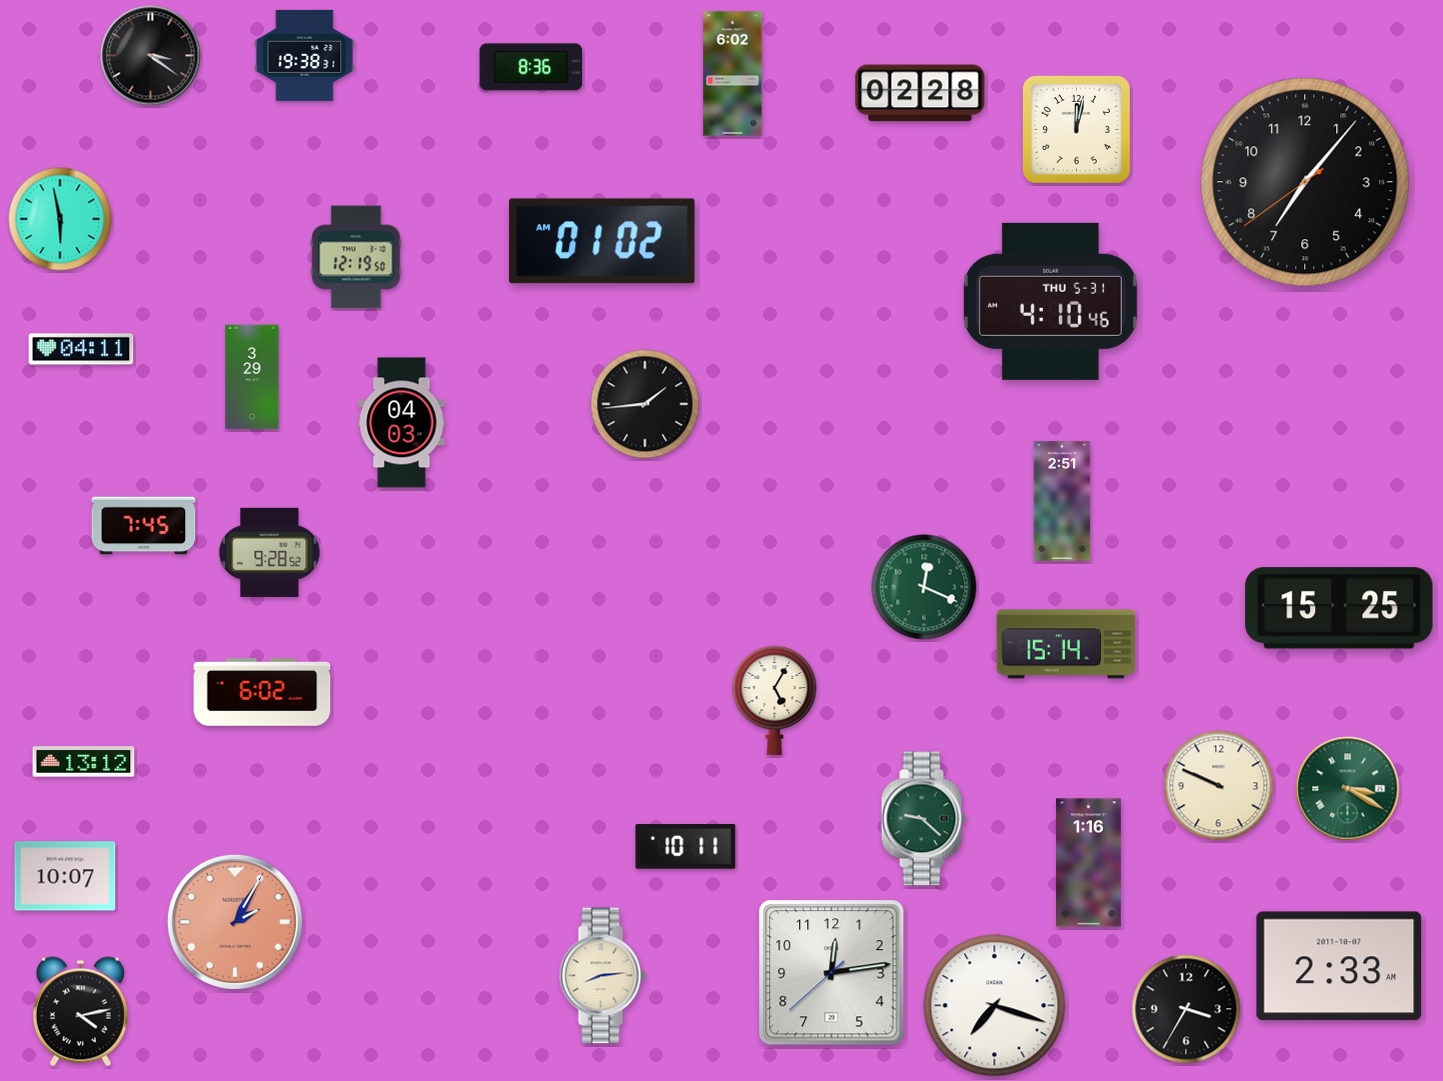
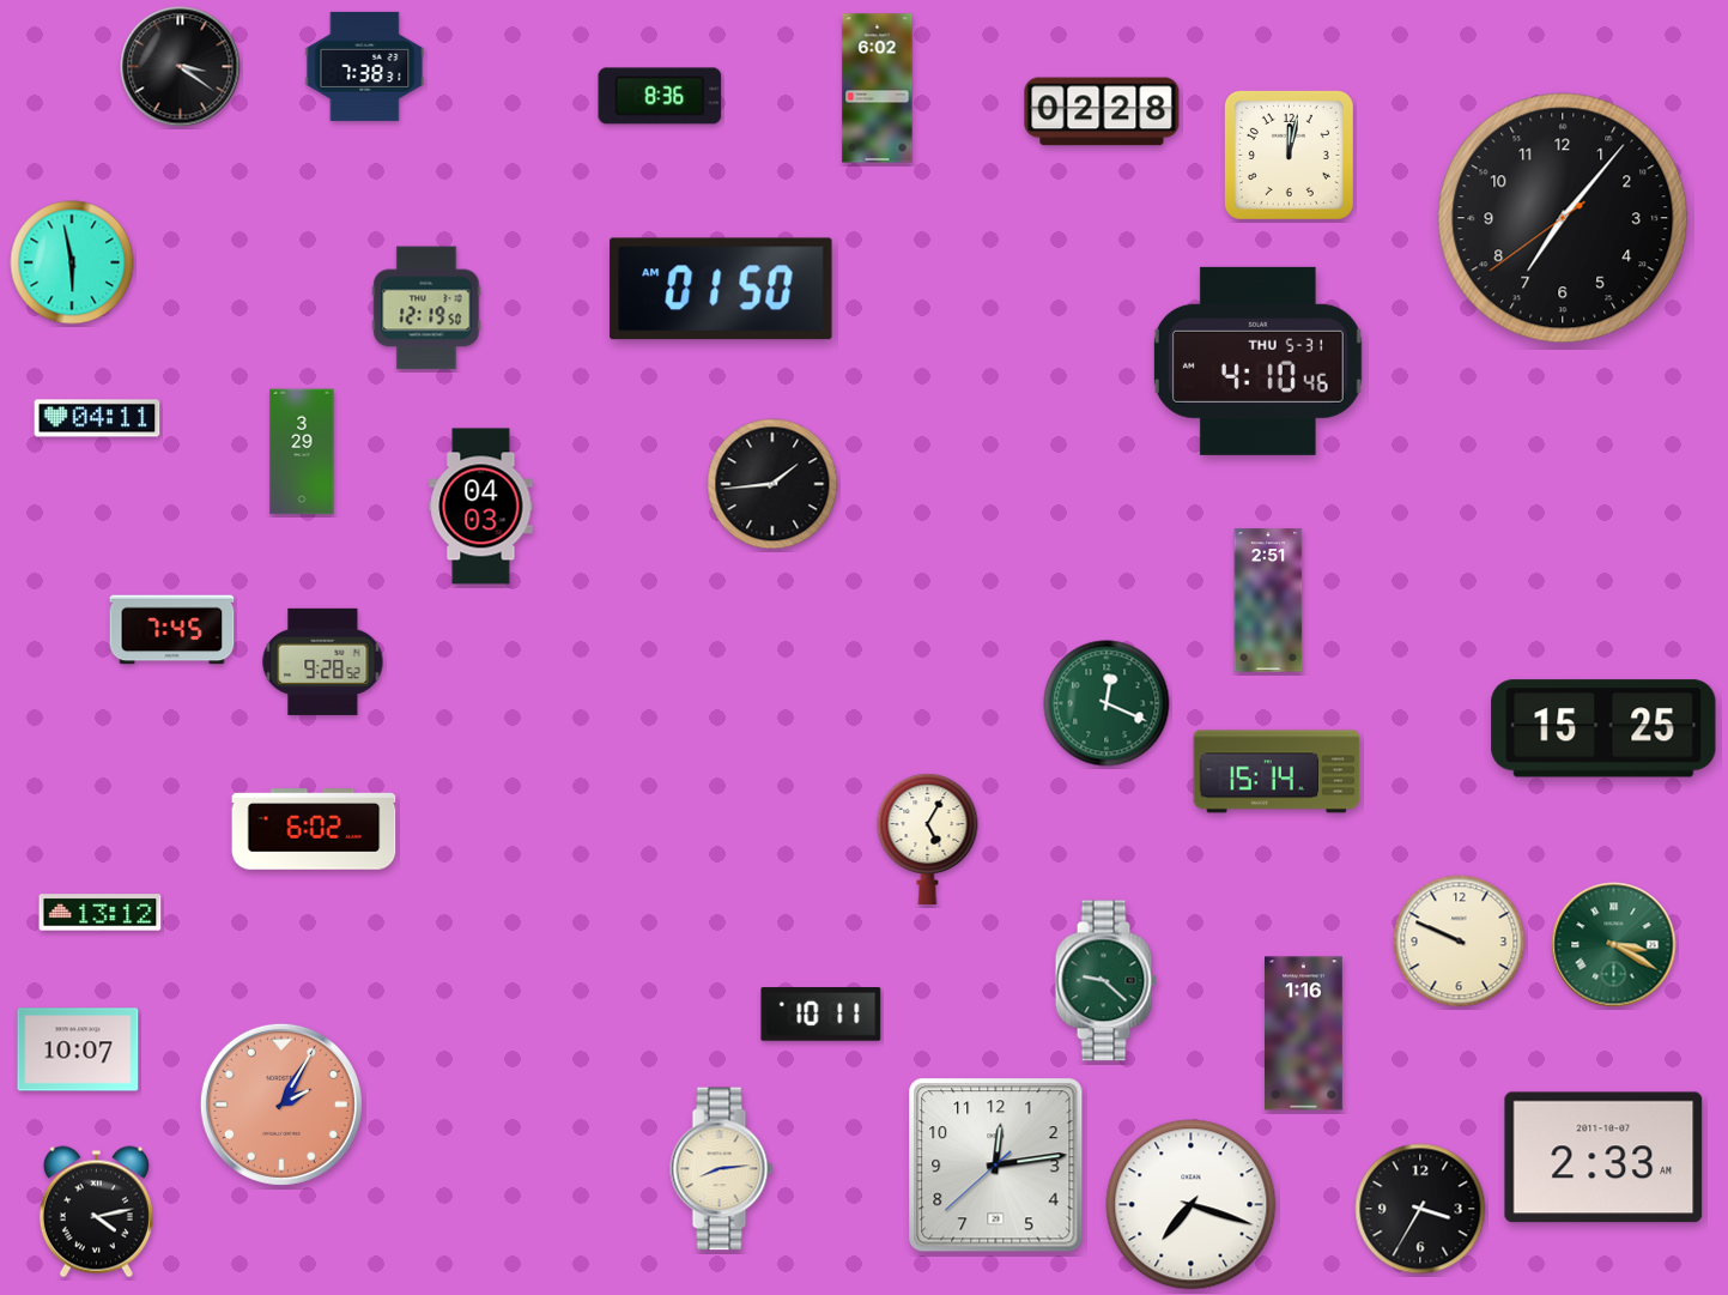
clock at (305, 55): 19:38 -> 7:38
clock at (531, 67) position: (531, 67) -> (660, 96)
clock at (602, 241): 01:02 -> 01:50
clock at (1062, 501) position: (1062, 501) -> (1268, 600)
